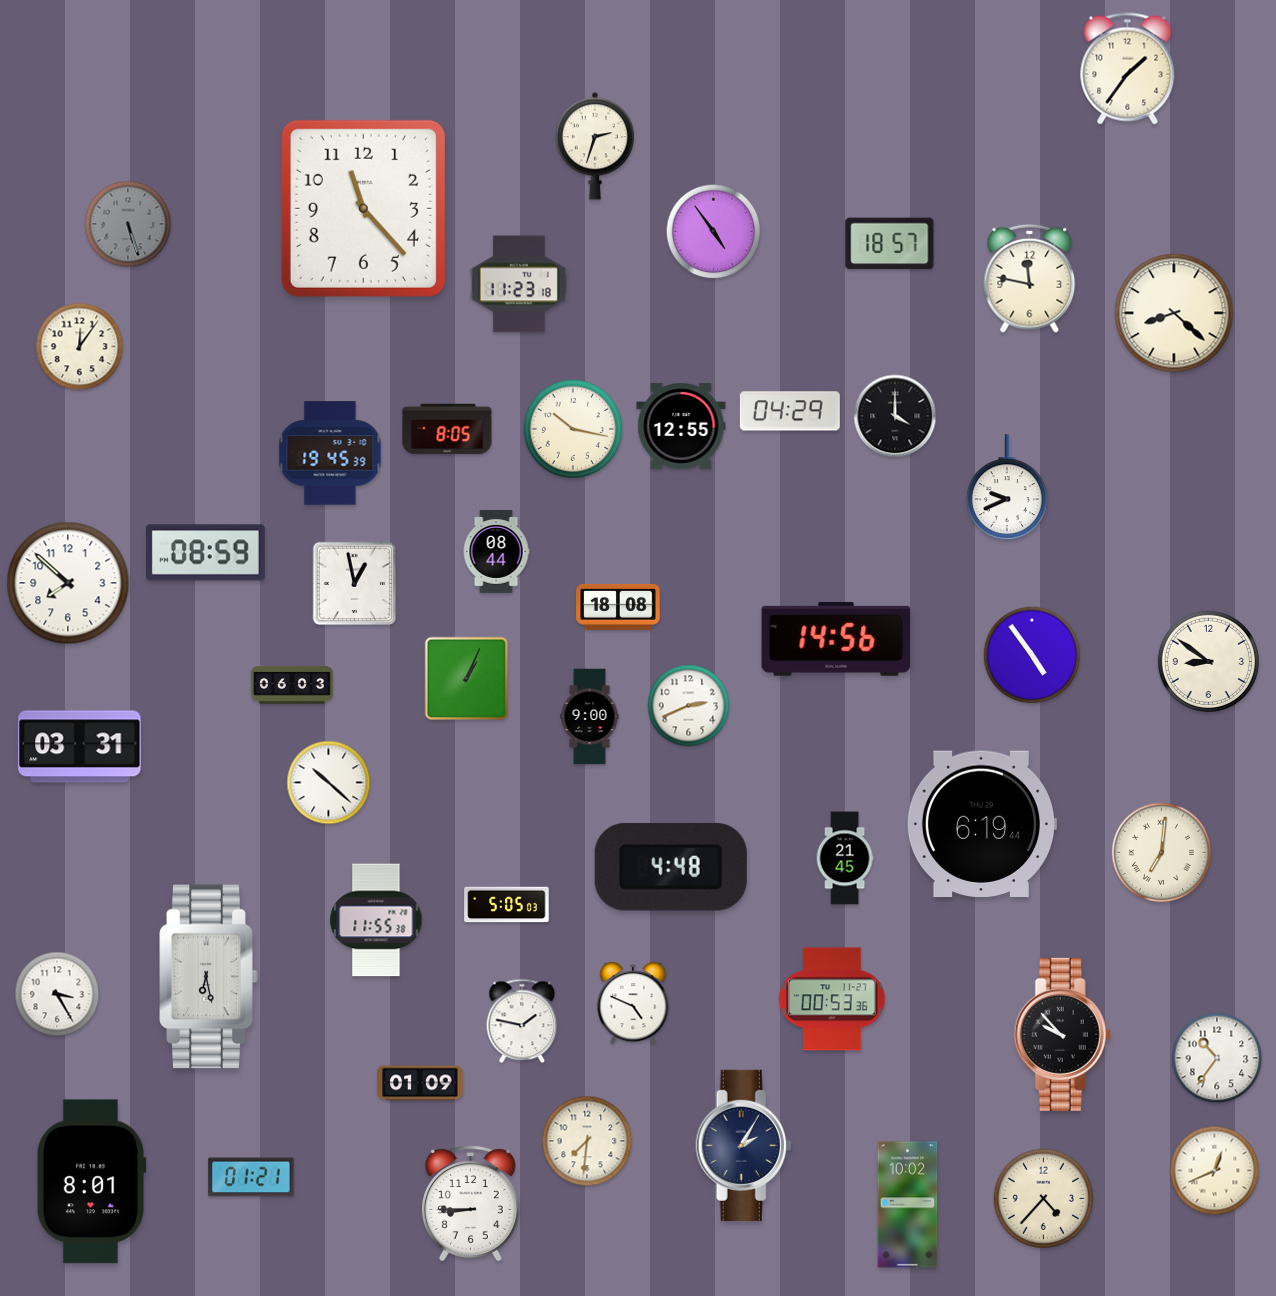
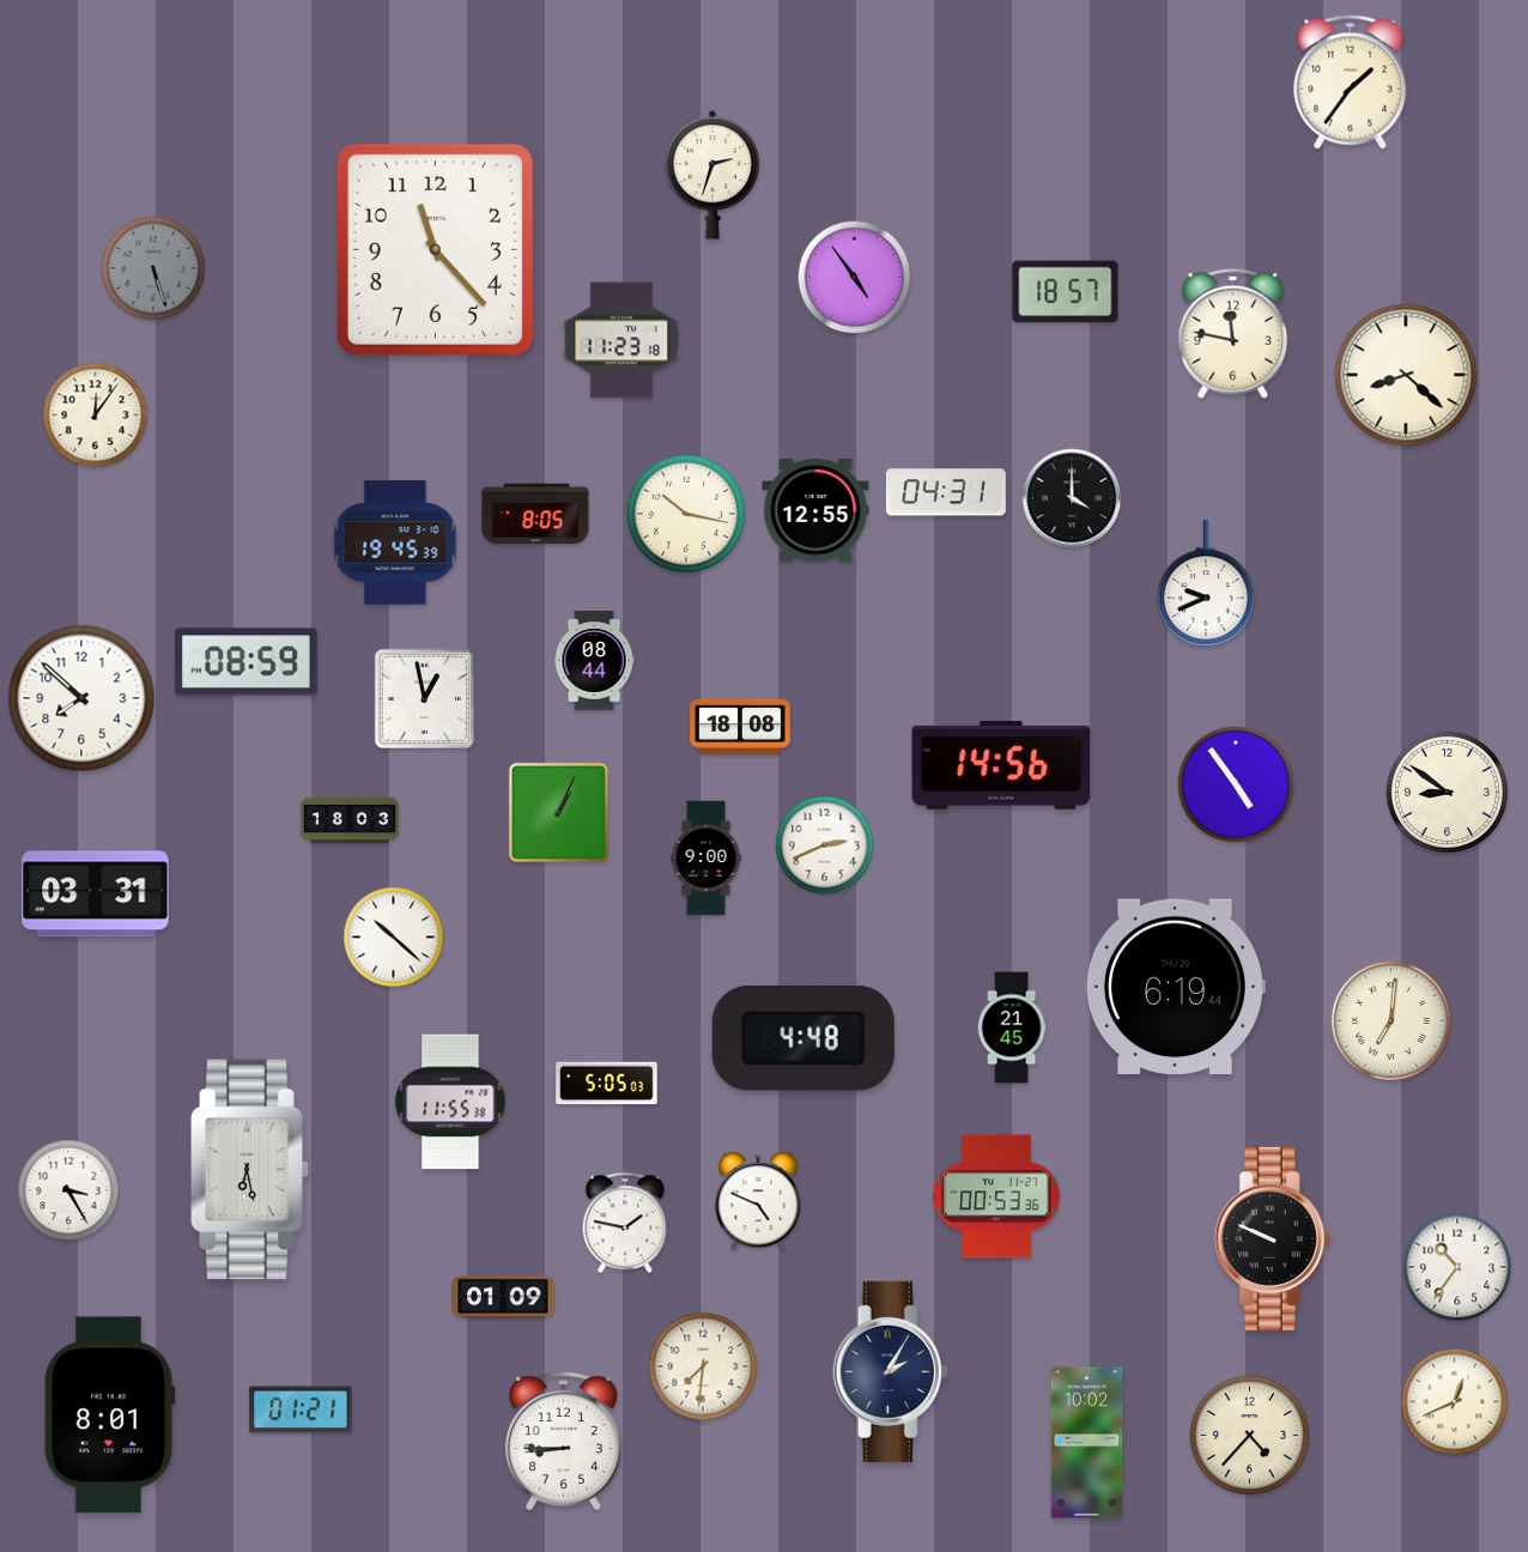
clock at (790, 411): 04:29 -> 04:31
clock at (292, 685): 06:03 -> 18:03
clock at (1062, 1034): 9:53 -> 9:49
